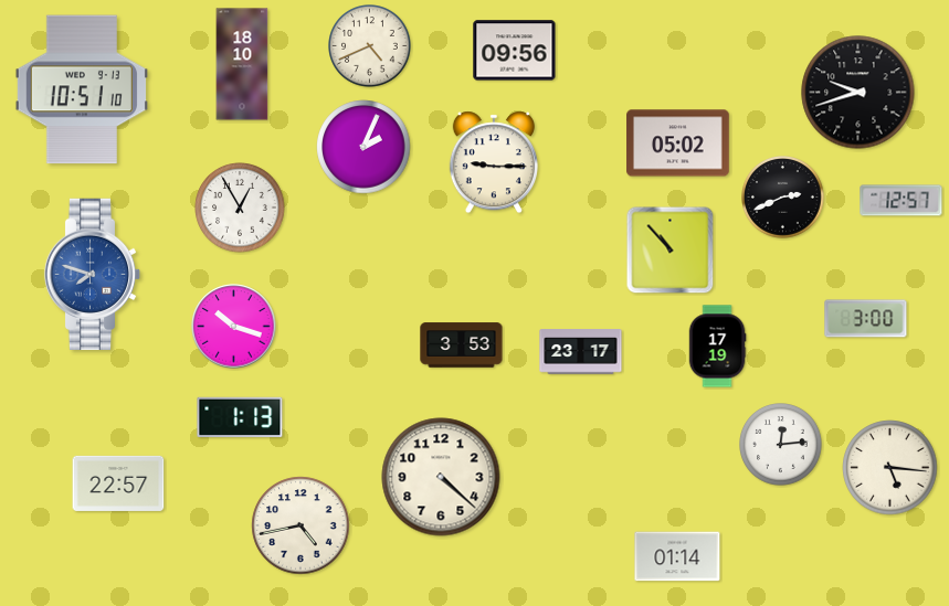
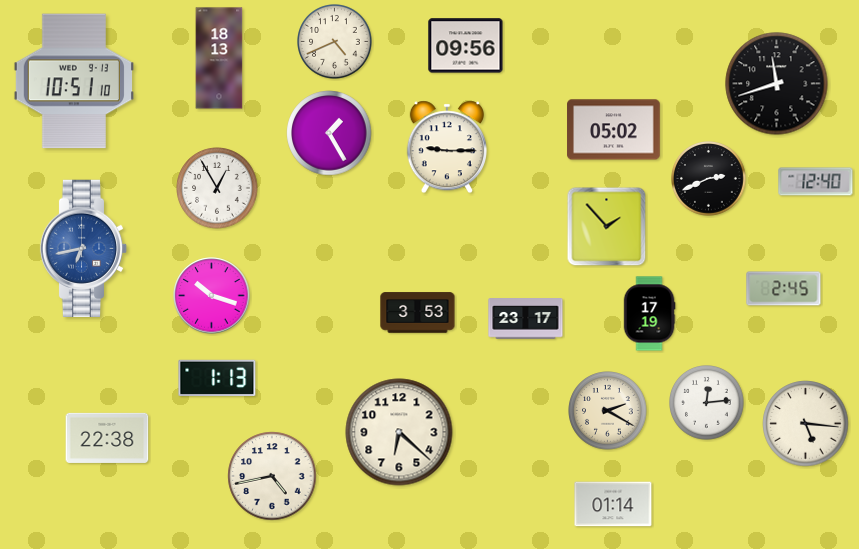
clock at (242, 64): 18:10 -> 18:13
clock at (858, 93): 9:42 -> 11:42
clock at (363, 147): 2:04 -> 1:25
clock at (901, 201): 12:57 -> 12:40
clock at (671, 251): 10:53 -> 1:53
clock at (93, 274): 7:48 -> 6:43
clock at (866, 319): 3:00 -> 2:45
clock at (608, 411): none -> 2:20
clock at (441, 477): 4:22 -> 6:22
clock at (118, 483): 22:57 -> 22:38
